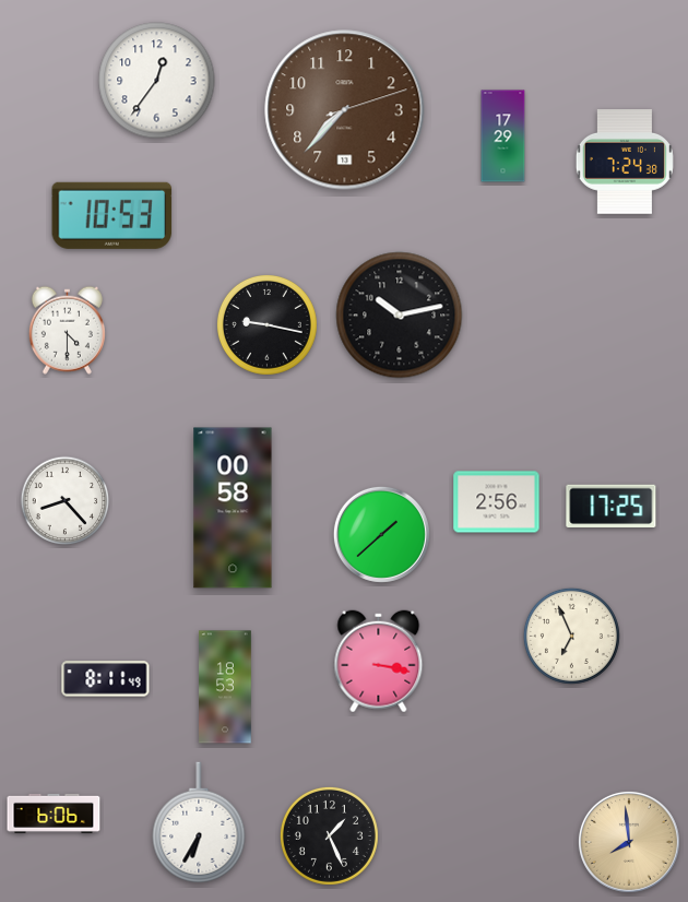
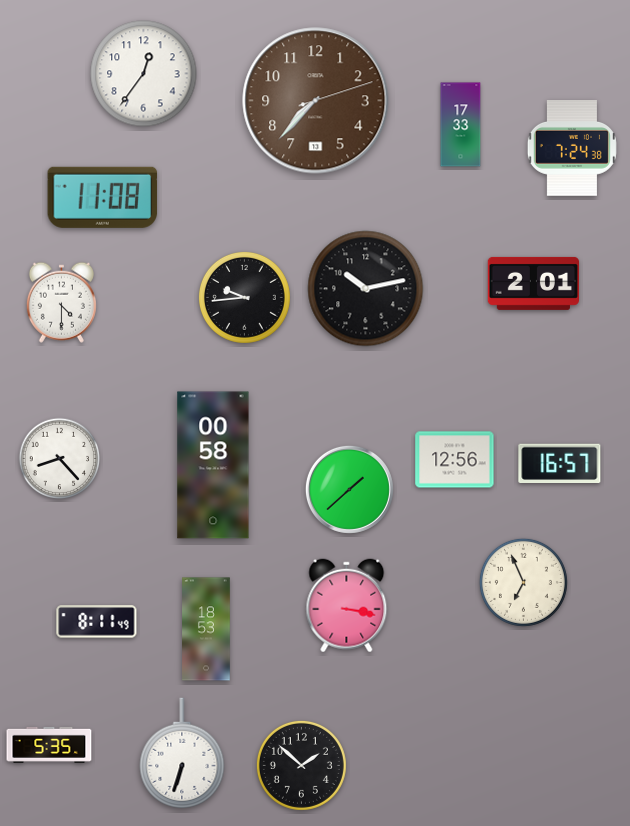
clock at (503, 137): 17:29 -> 17:33
clock at (112, 215): 10:53 -> 11:08
clock at (533, 283): none -> 2:01
clock at (266, 324): 9:17 -> 9:44
clock at (497, 502): 2:56 -> 12:56
clock at (612, 506): 17:25 -> 16:57
clock at (54, 814): 6:06 -> 5:35
clock at (199, 822): 6:35 -> 6:33
clock at (329, 835): 1:26 -> 1:52
clock at (629, 842): 7:59 -> none
